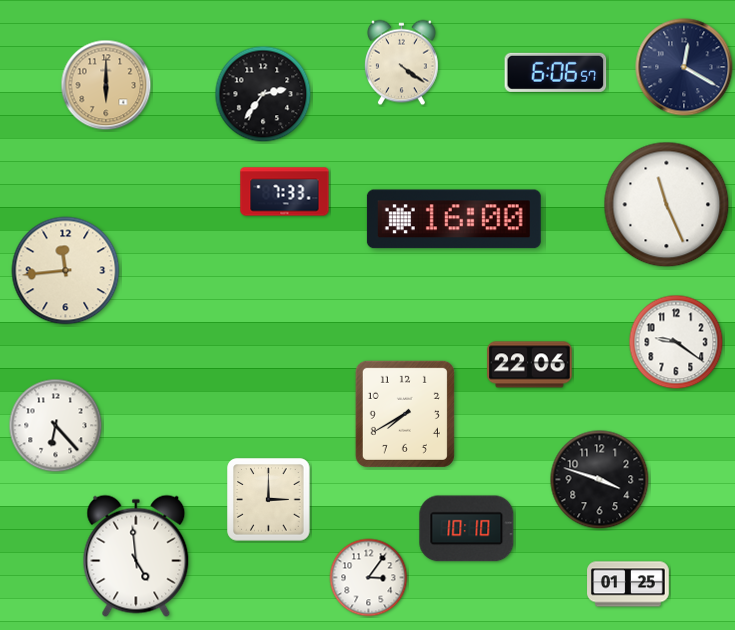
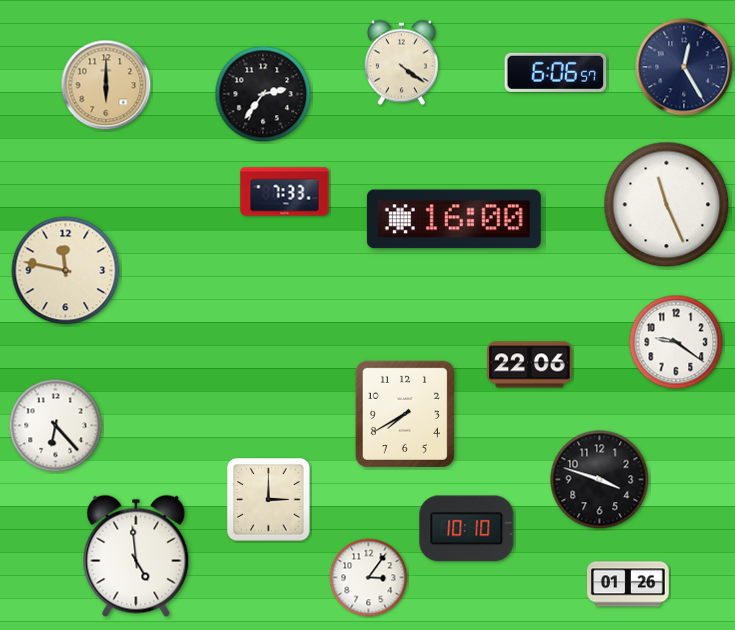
clock at (684, 67): 12:20 -> 12:25
clock at (66, 271): 11:44 -> 11:47
clock at (628, 584): 01:25 -> 01:26
